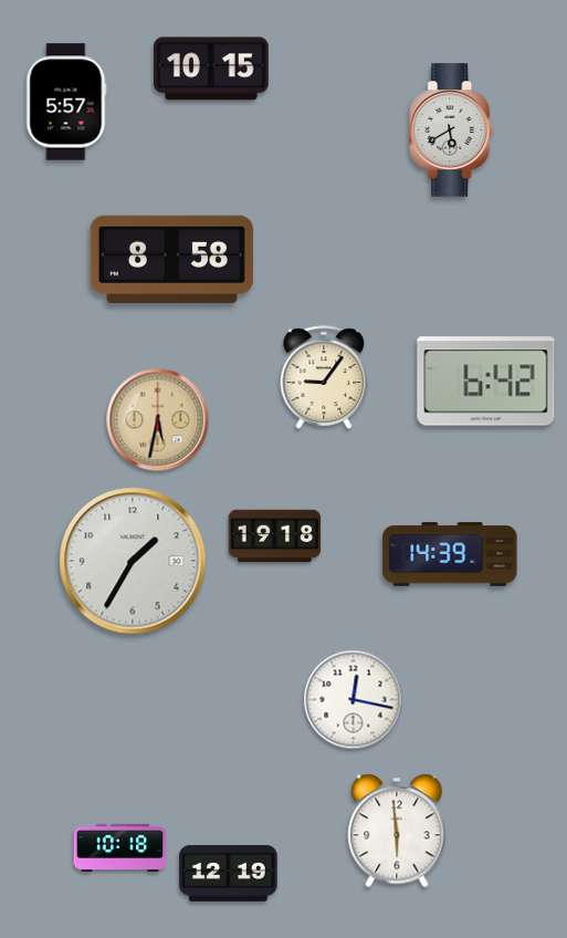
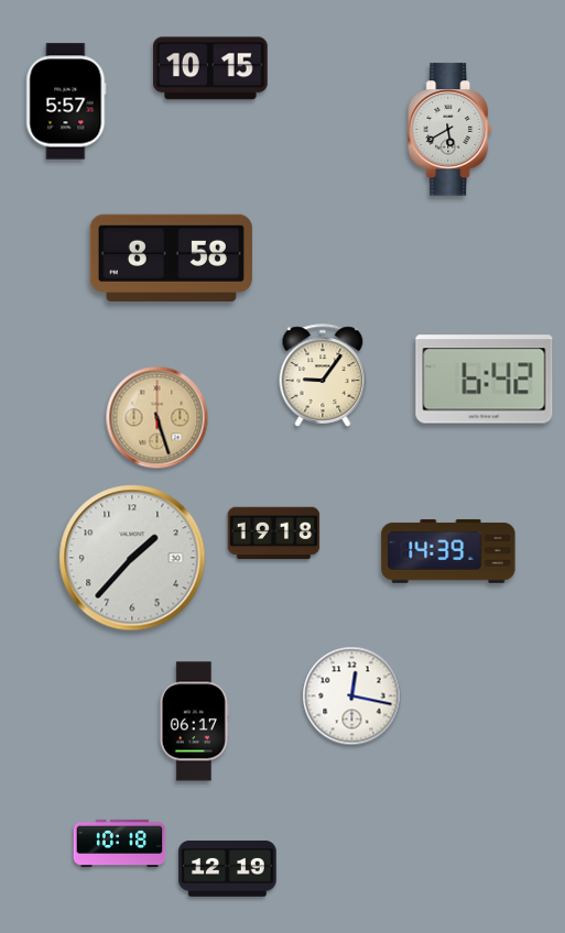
clock at (158, 420): 5:32 -> 5:27
clock at (133, 561): 1:35 -> 1:37
clock at (194, 722): none -> 06:17
clock at (397, 831): 5:59 -> none
